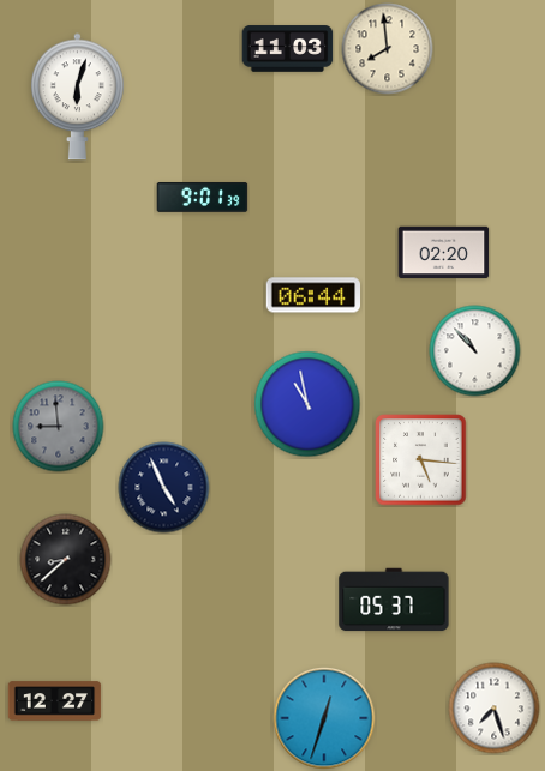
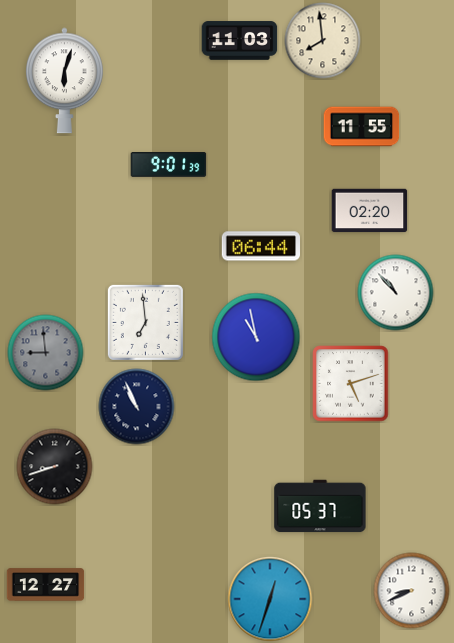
clock at (362, 127): none -> 11:55
clock at (145, 322): none -> 6:59
clock at (59, 427) position: (59, 427) -> (46, 353)
clock at (421, 460): 5:16 -> 5:12
clock at (164, 488): 4:56 -> 10:56
clock at (66, 560): 8:38 -> 8:42
clock at (394, 600) position: (394, 600) -> (320, 506)
clock at (495, 709): 7:27 -> 8:41
